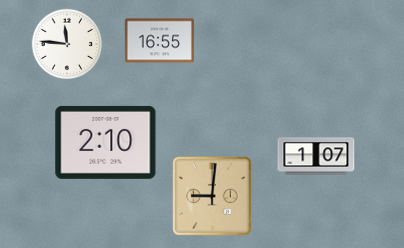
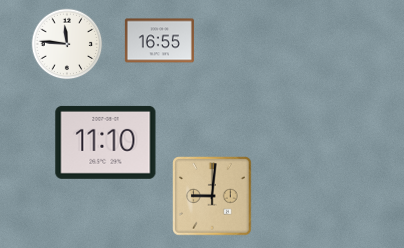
clock at (106, 142): 2:10 -> 11:10
clock at (316, 156): 1:07 -> none
